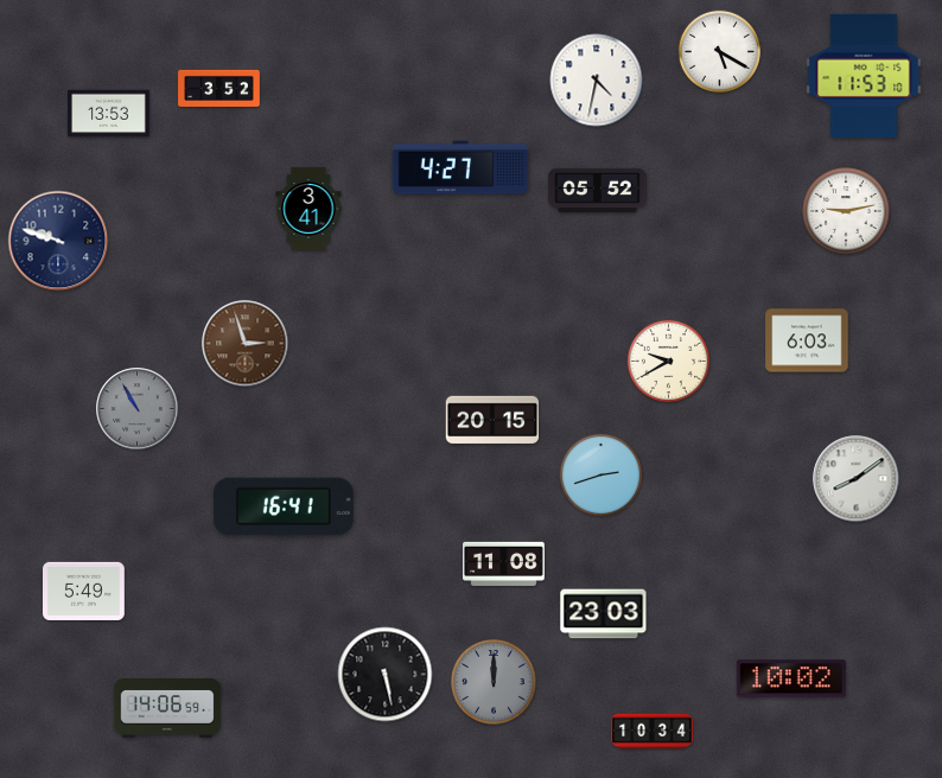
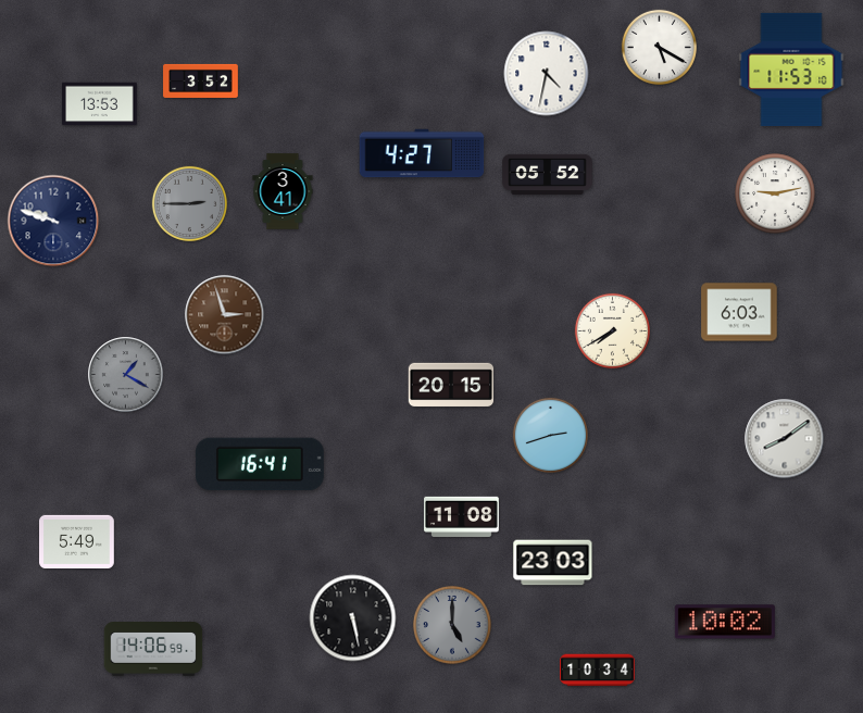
clock at (189, 203): none -> 2:45
clock at (668, 361): 9:40 -> 7:40
clock at (138, 409): 10:55 -> 1:20
clock at (495, 683): 12:00 -> 5:00
